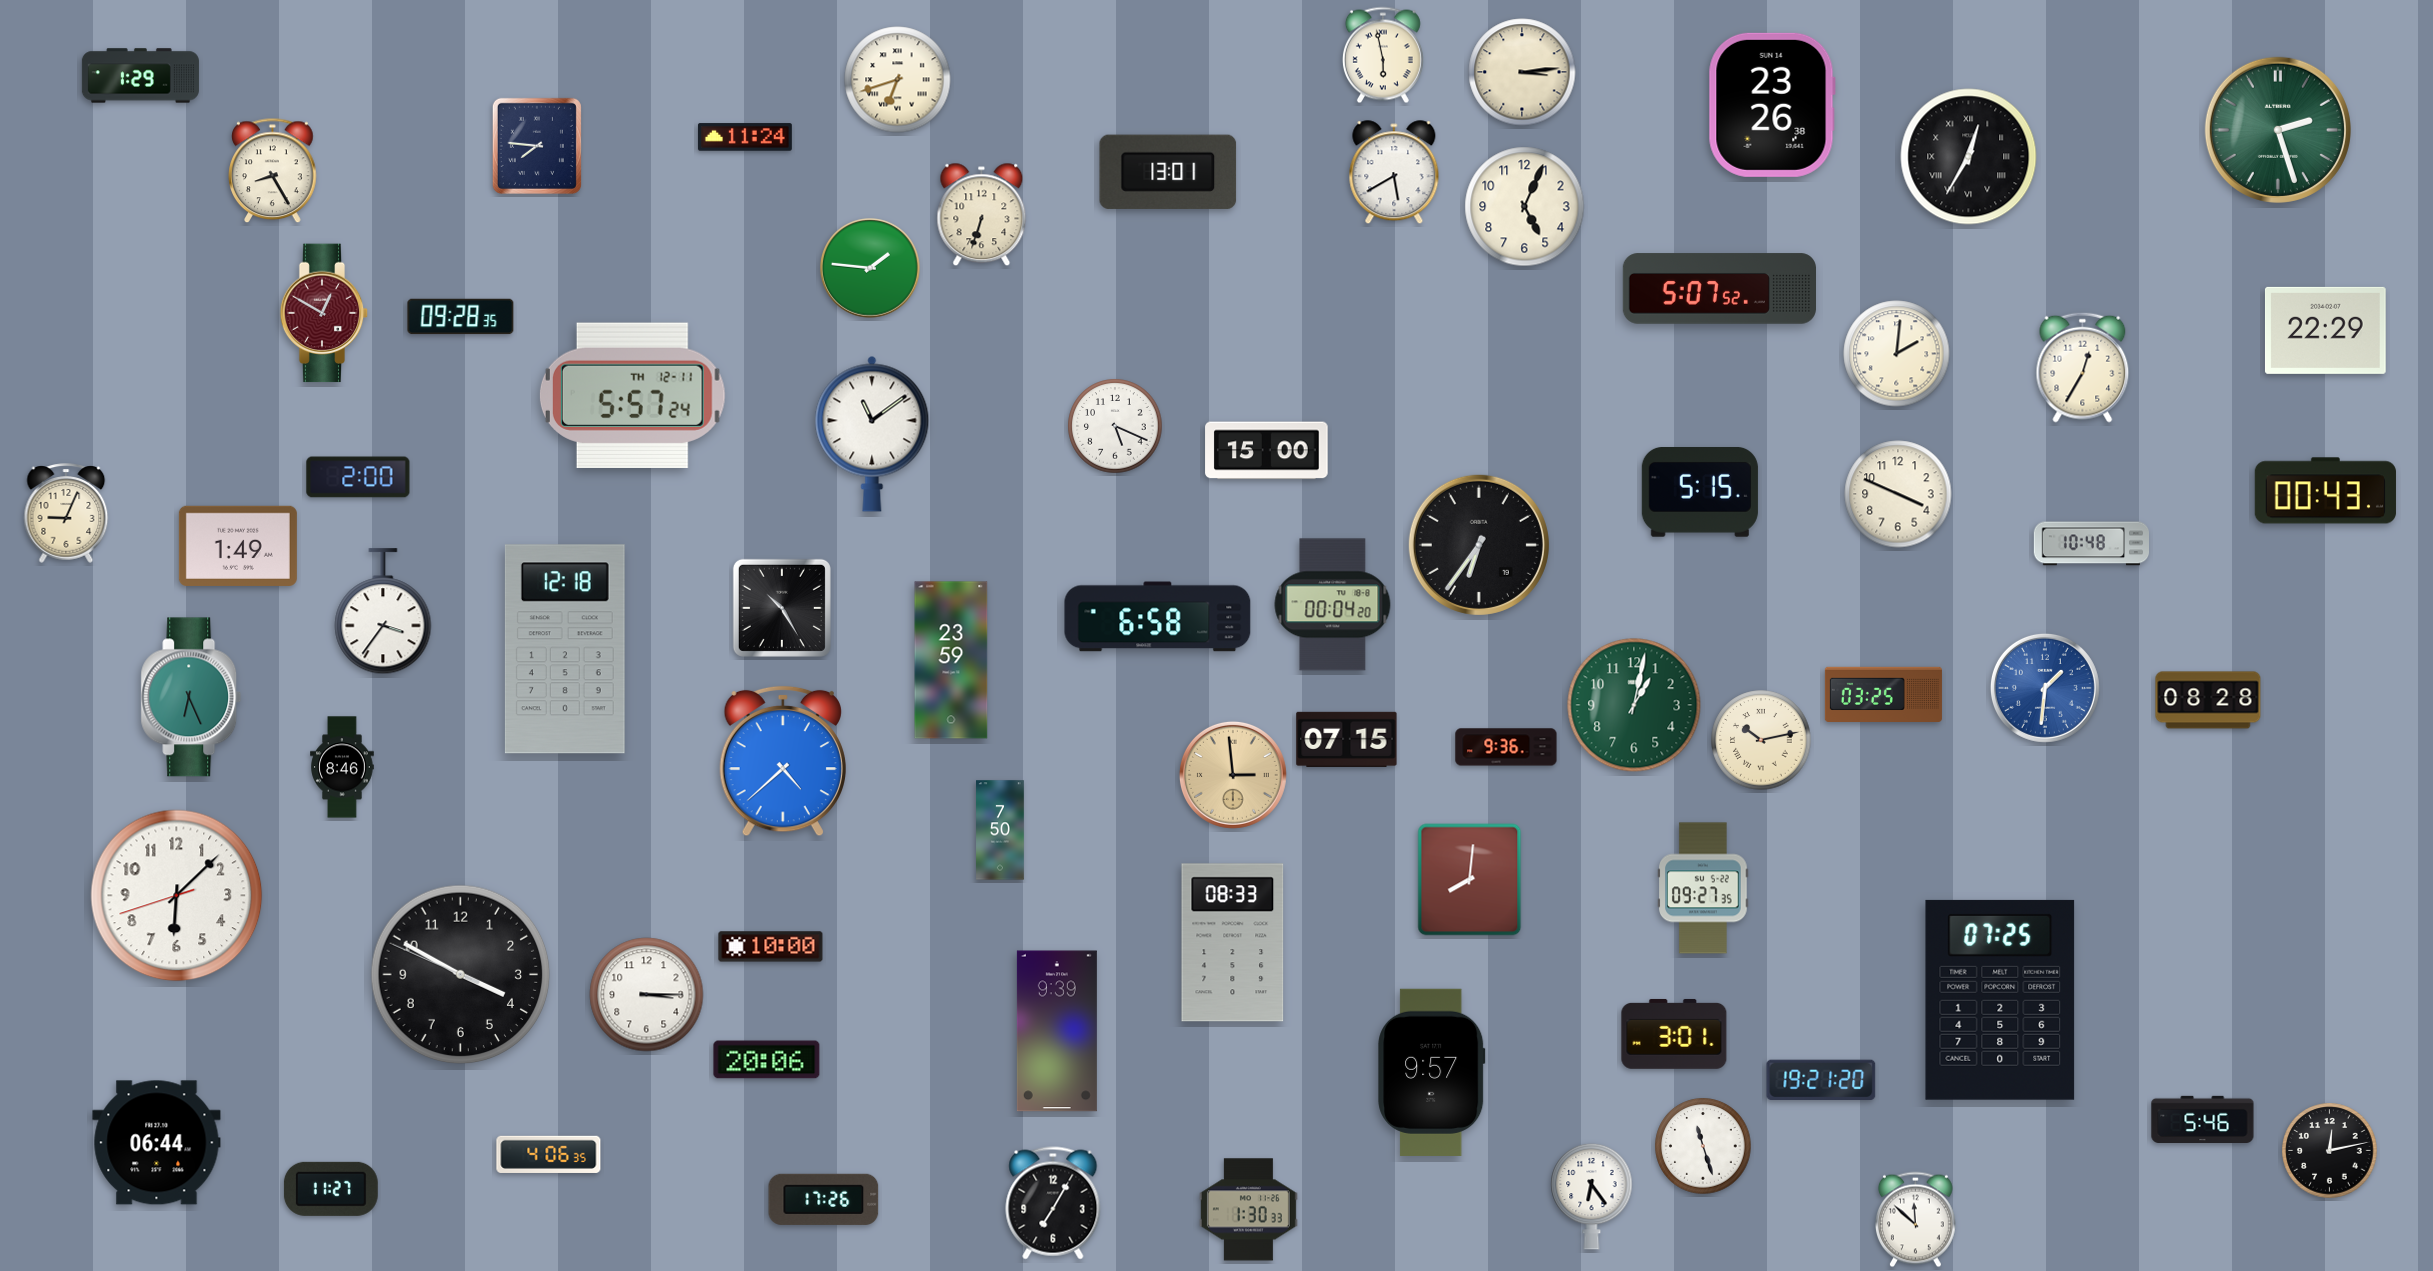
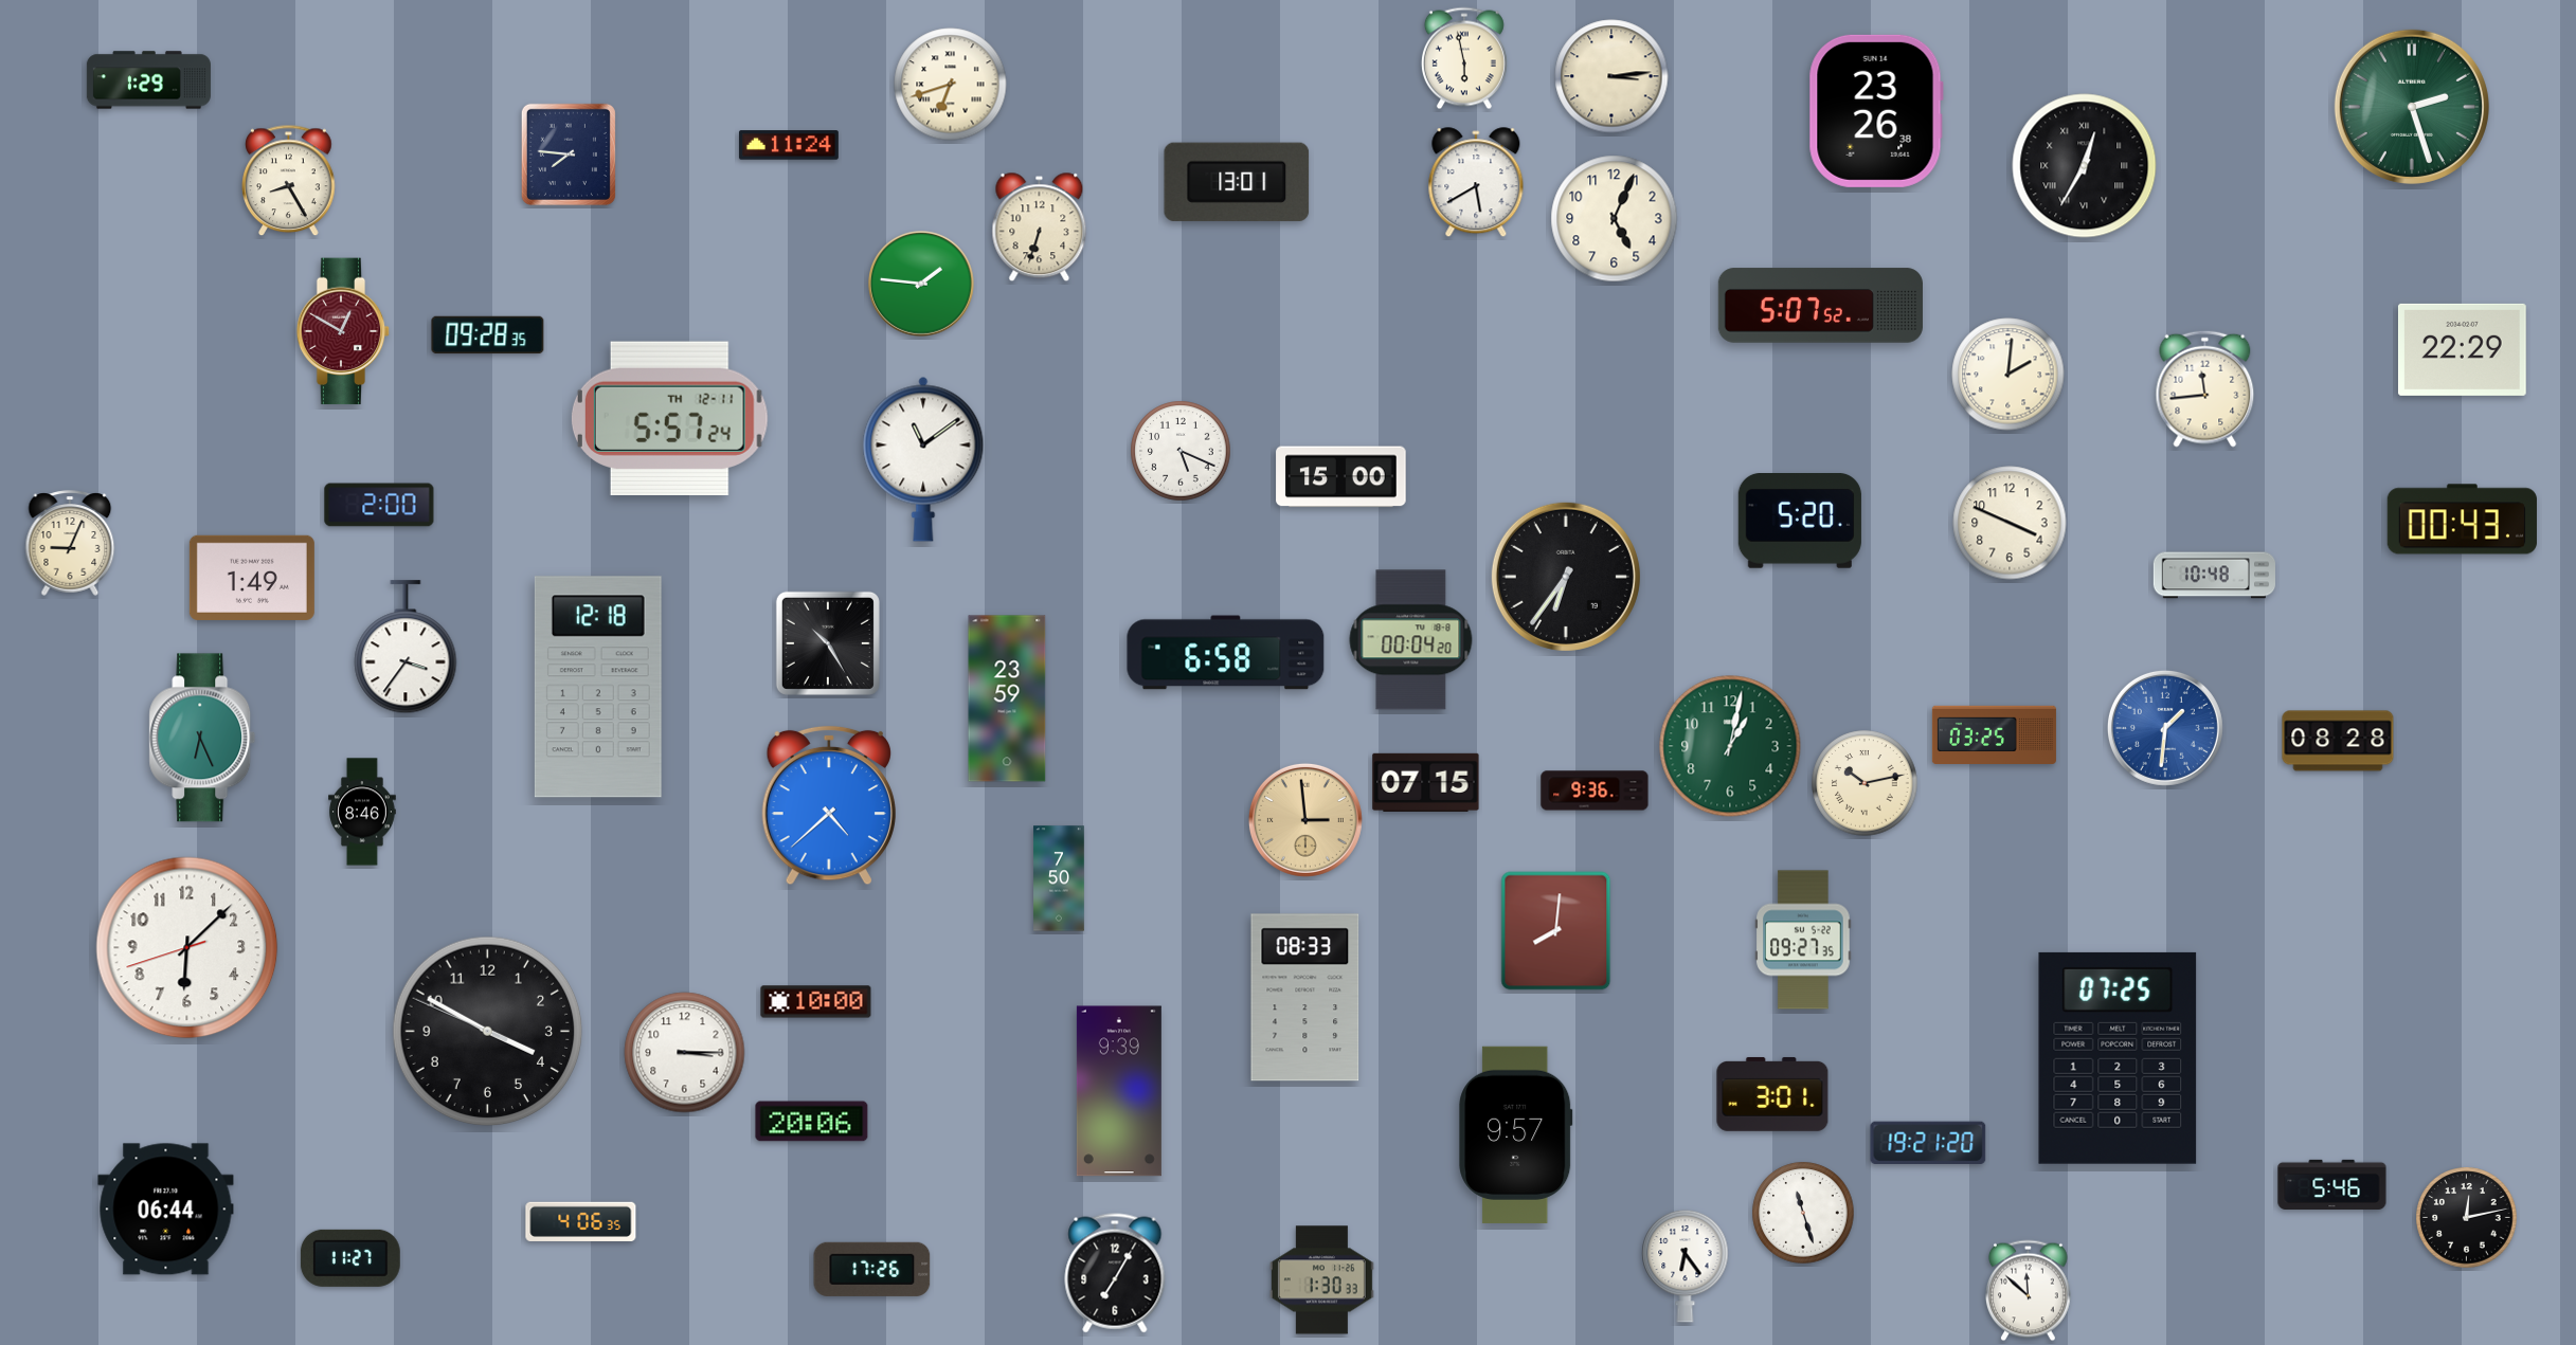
clock at (2278, 130) position: (2278, 130) -> (2412, 107)
clock at (2083, 367): 12:35 -> 11:44
clock at (1700, 493): 5:15 -> 5:20
